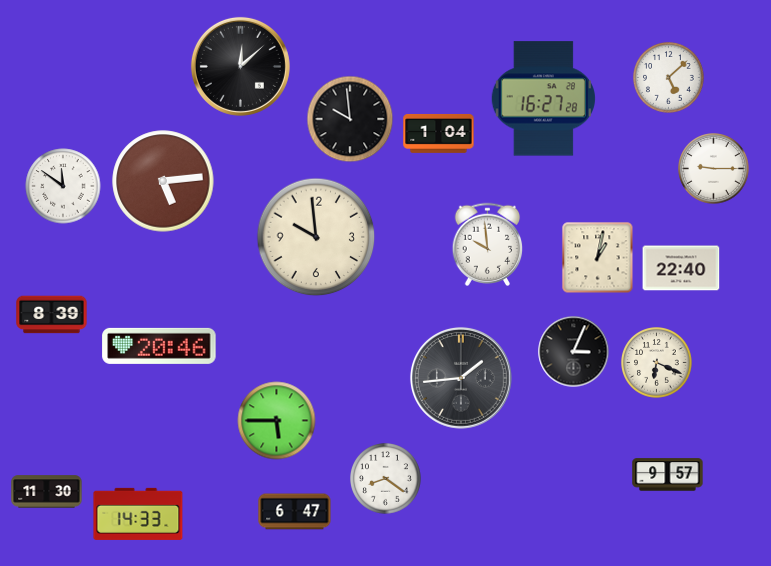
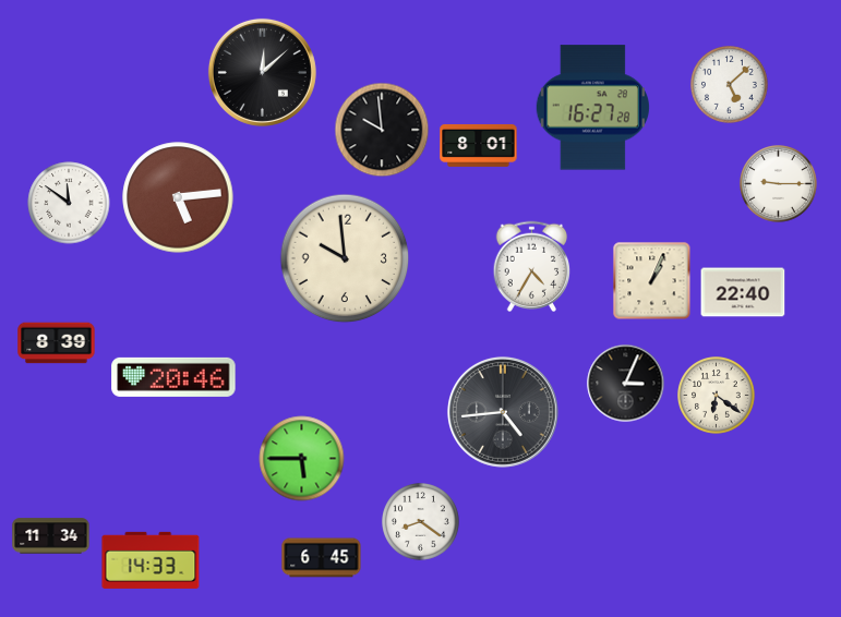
clock at (439, 133): 1:04 -> 8:01
clock at (488, 245): 9:59 -> 4:35
clock at (598, 258): 1:02 -> 1:04
clock at (657, 363): 6:19 -> 6:21
clock at (461, 378): 1:44 -> 4:44
clock at (668, 475): 9:57 -> none
clock at (47, 492): 11:30 -> 11:34
clock at (295, 512): 6:47 -> 6:45
